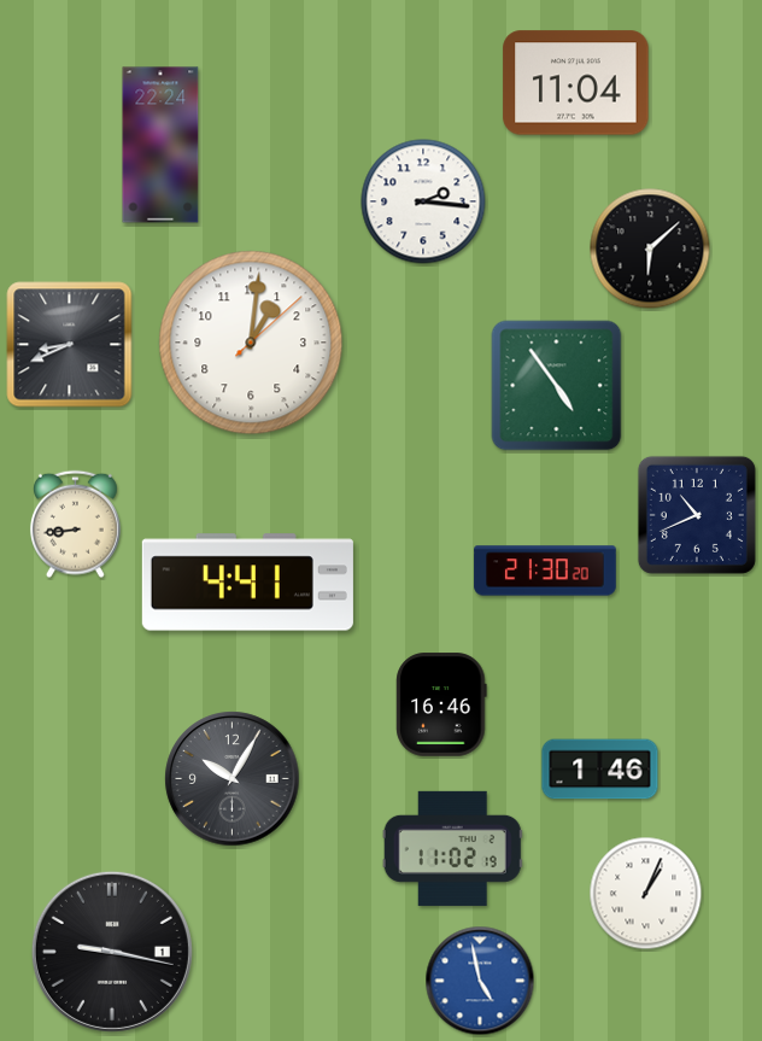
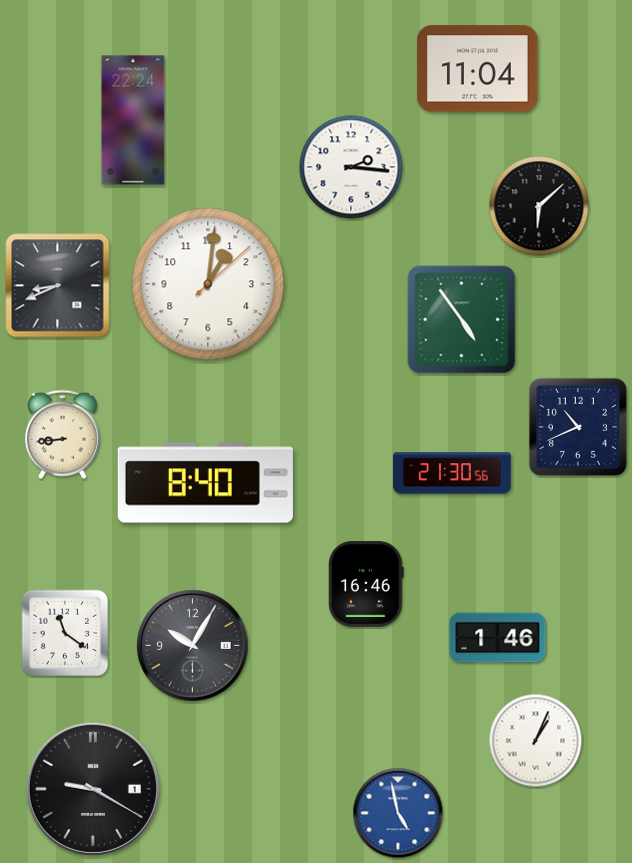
clock at (545, 571): 21:30:20 -> 21:30:56
clock at (247, 583): 4:41 -> 8:40
clock at (65, 633): none -> 11:21
clock at (452, 848): 11:02 -> none
clock at (112, 952): 9:17 -> 9:20
